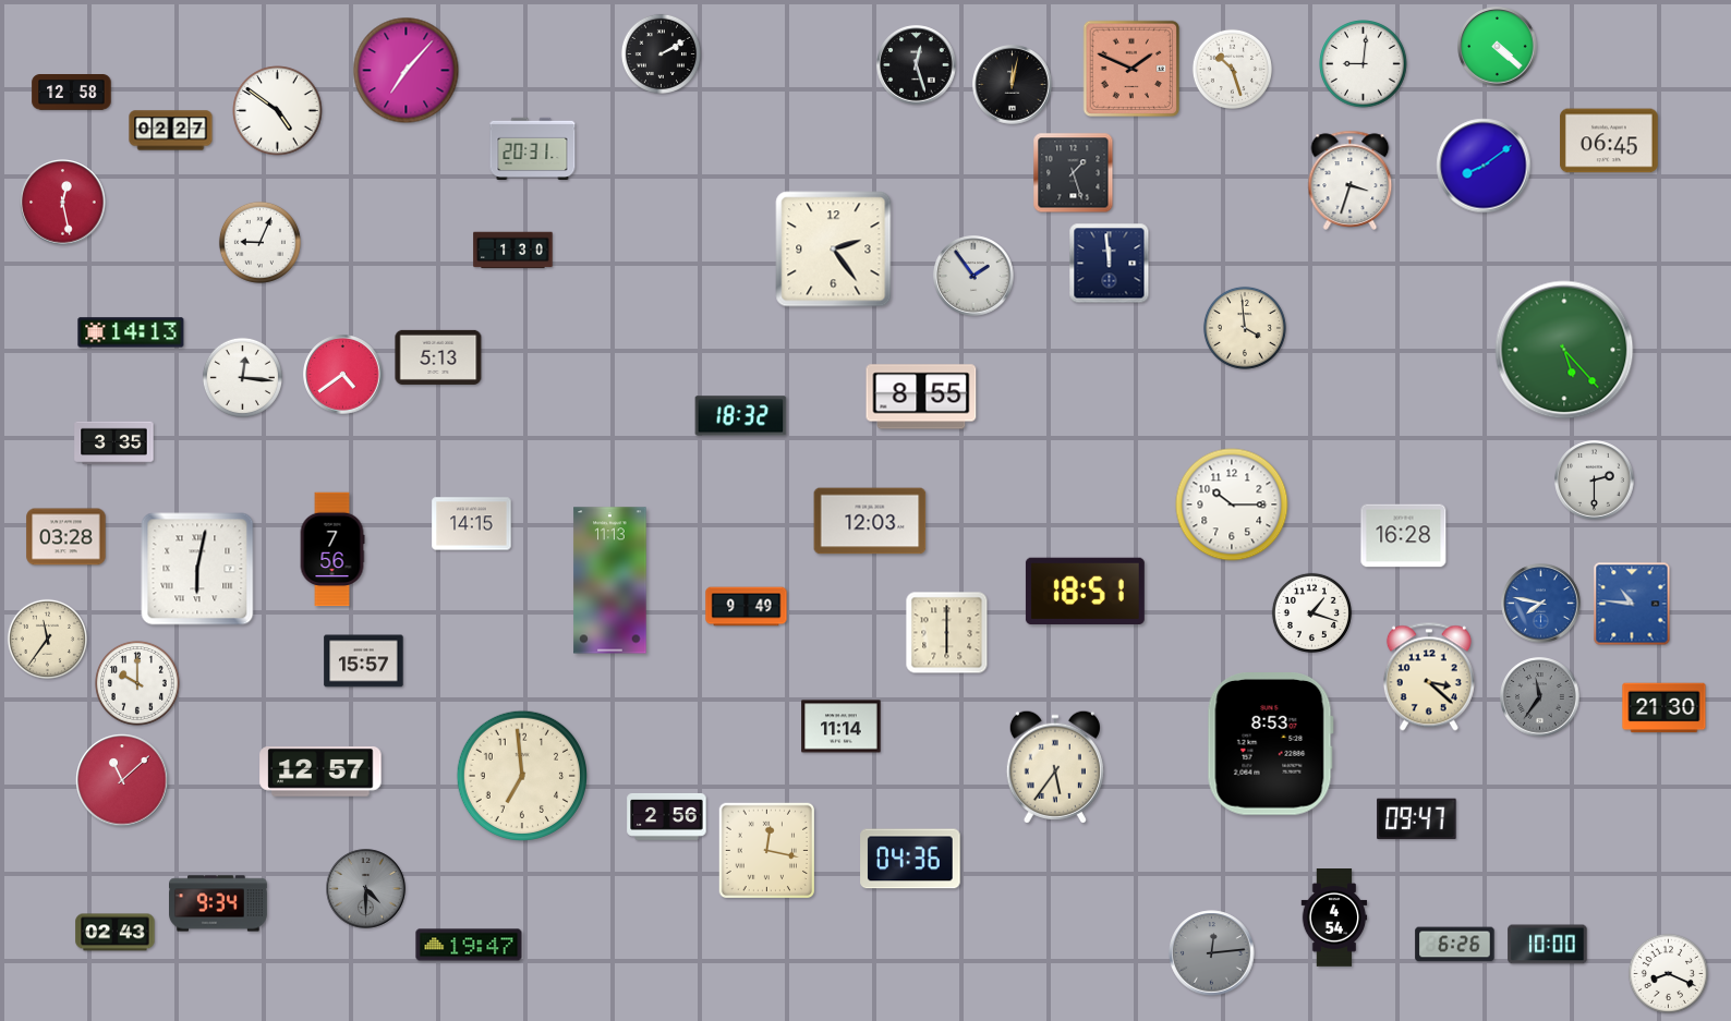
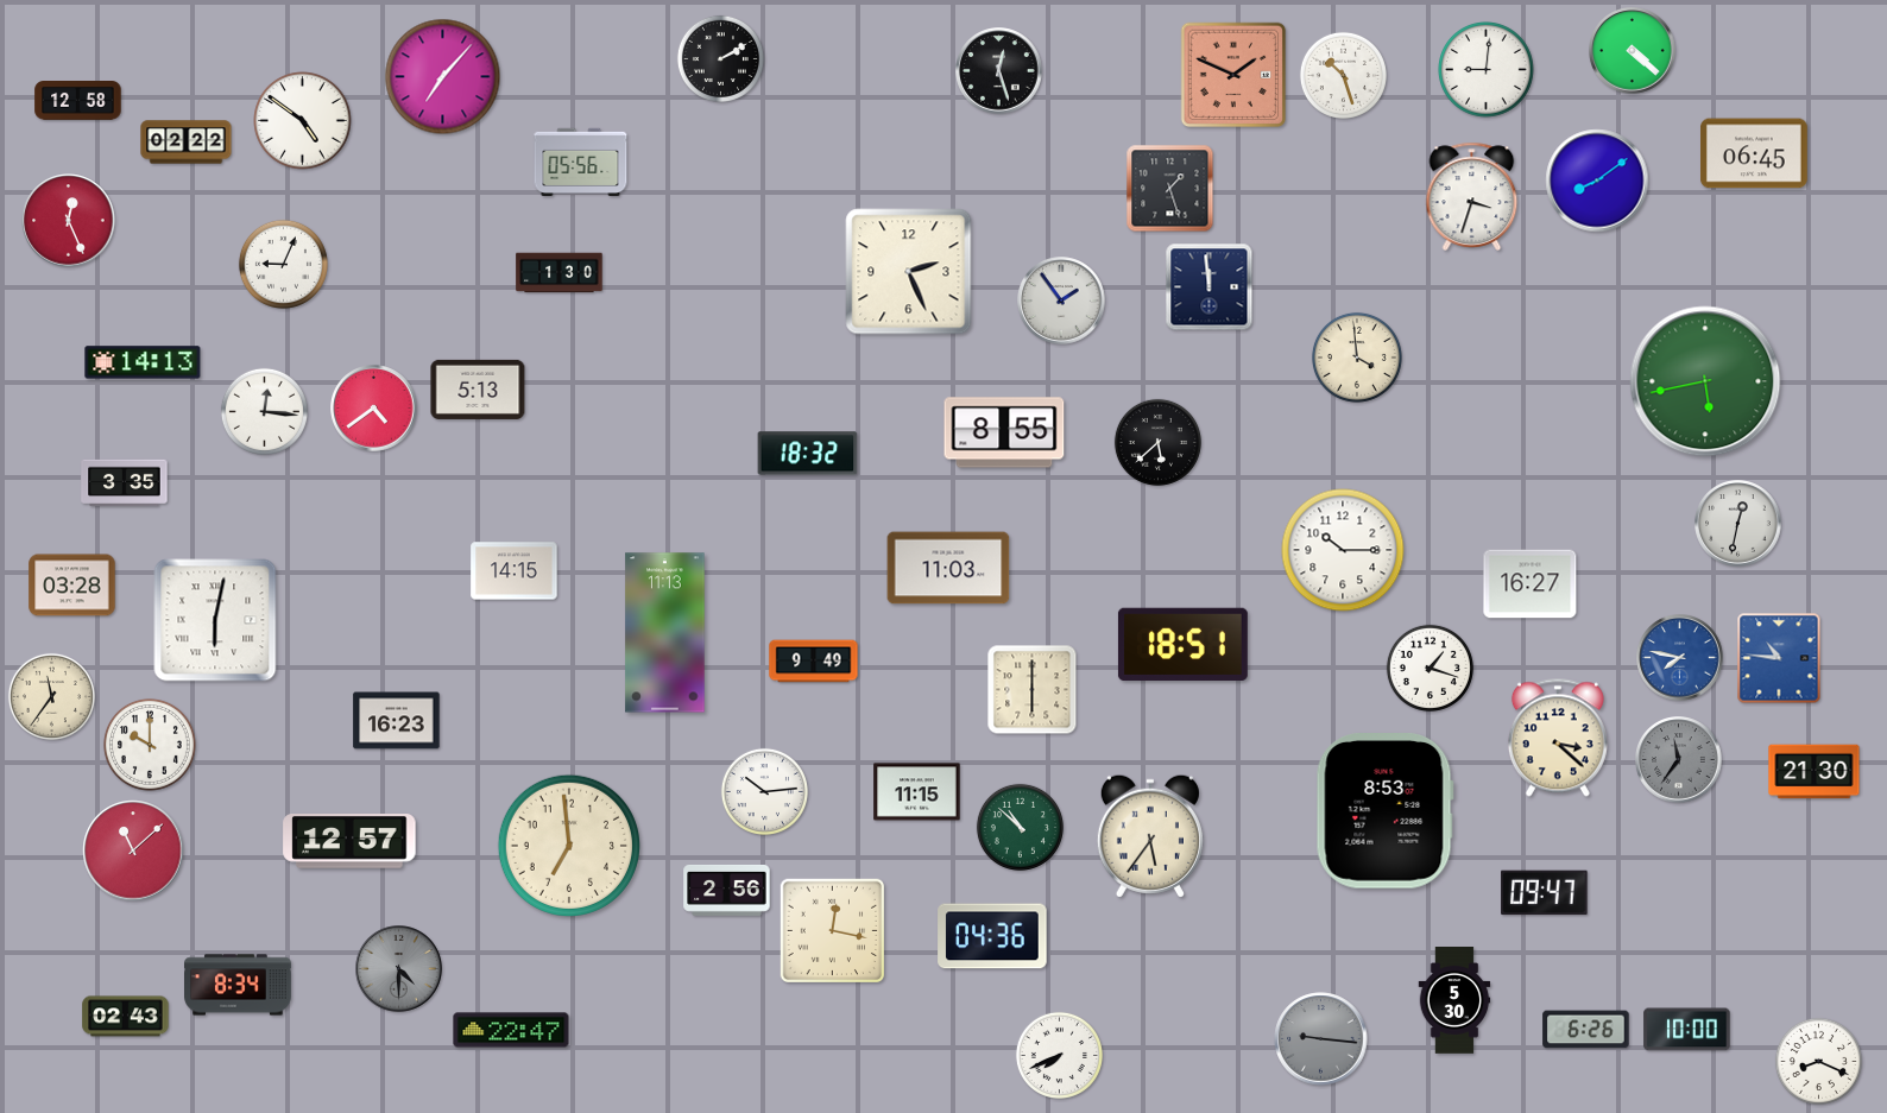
clock at (1013, 85): 12:02 -> none
clock at (171, 131): 02:27 -> 02:22
clock at (533, 148): 20:31 -> 05:56
clock at (1484, 166) position: (1484, 166) -> (1597, 181)
clock at (63, 203): 12:28 -> 12:26
clock at (834, 250): 2:24 -> 2:26
clock at (1564, 350): 5:23 -> 5:43
clock at (1157, 442): none -> 5:38
clock at (1595, 481): 2:30 -> 12:32
clock at (870, 521): 12:03 -> 11:03
clock at (1404, 536): 16:28 -> 16:27
clock at (332, 549): 7:56 -> none
clock at (364, 661): 15:57 -> 16:23
clock at (764, 791): none -> 10:14
clock at (842, 727): 11:14 -> 11:15
clock at (1020, 827): none -> 10:52
clock at (767, 851) position: (767, 851) -> (833, 931)
clock at (219, 903): 9:34 -> 8:34
clock at (1334, 919): 4:54 -> 5:30
clock at (469, 945): 19:47 -> 22:47
clock at (1212, 953): 12:14 -> 9:16
clock at (1059, 1055): none -> 7:41
